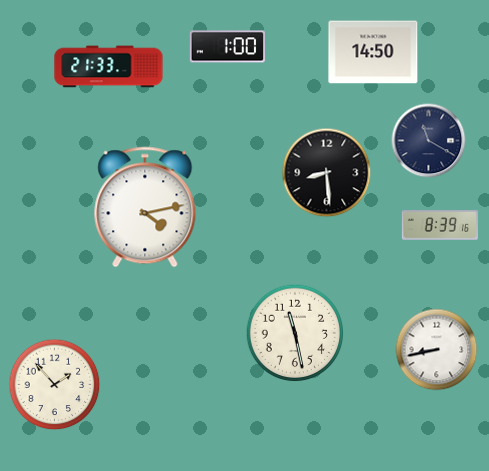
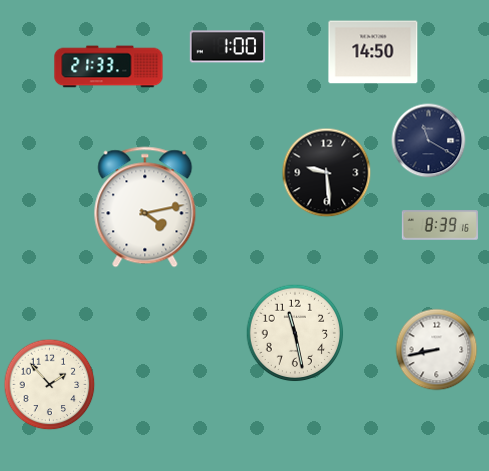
clock at (327, 173): 8:29 -> 9:29
clock at (55, 385) position: (55, 385) -> (50, 385)
